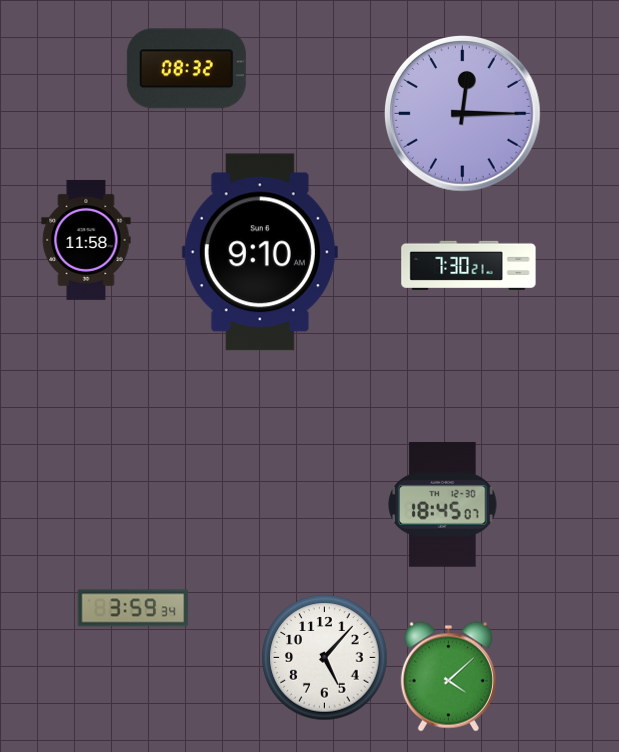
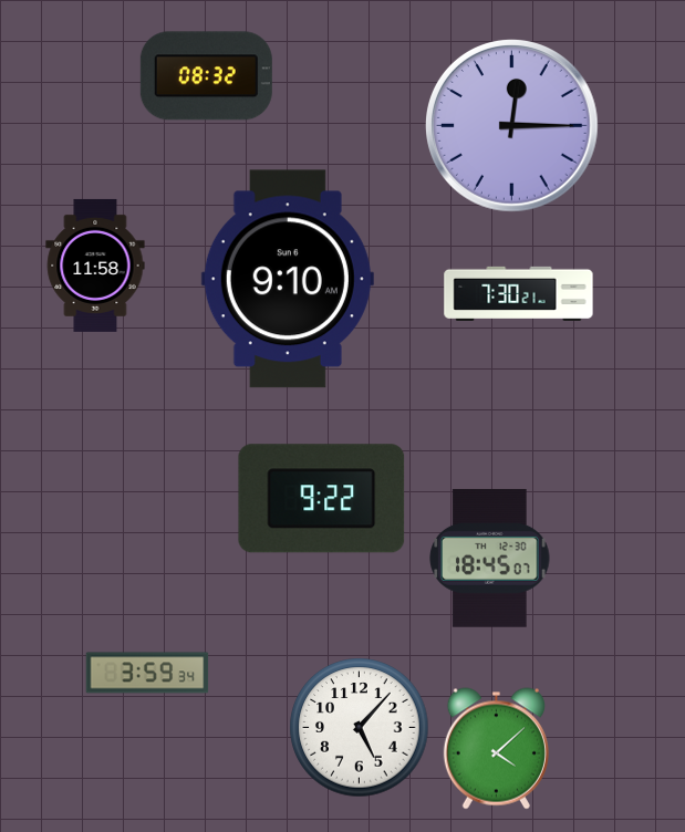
clock at (322, 499): none -> 9:22
